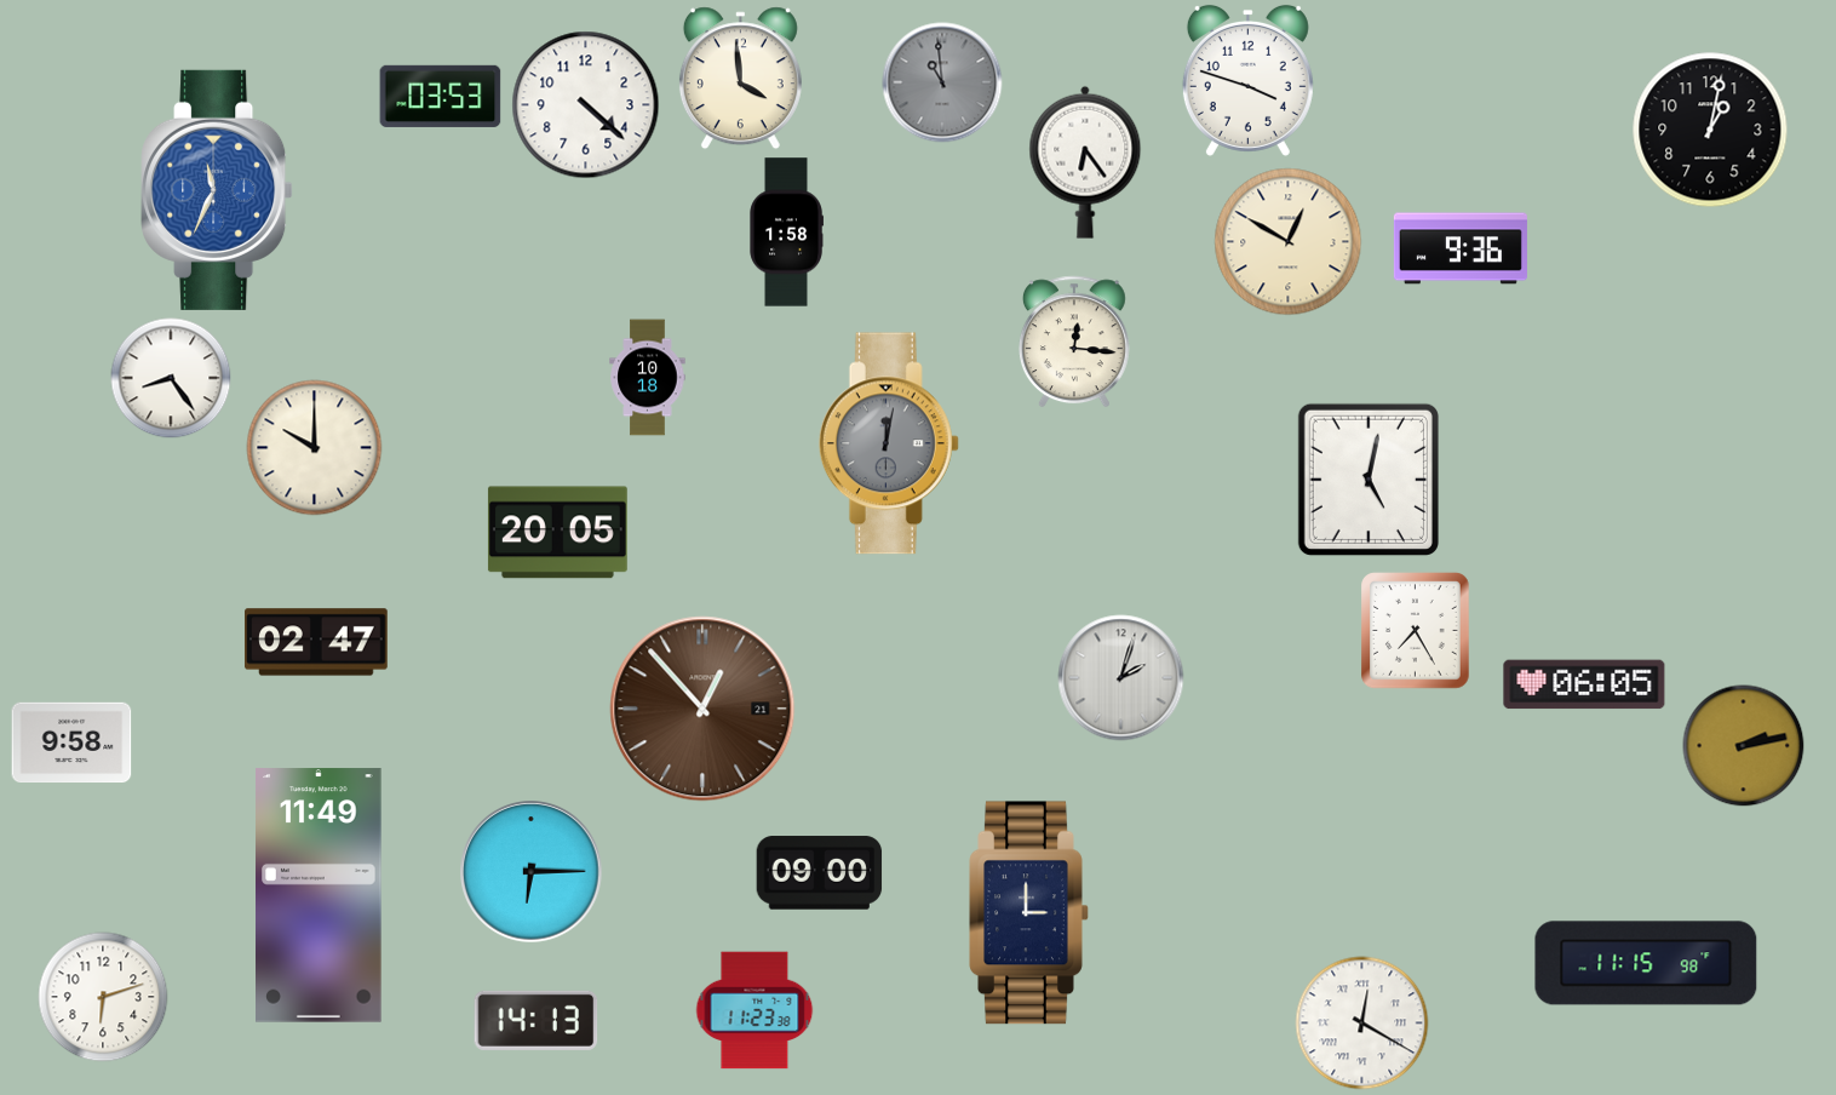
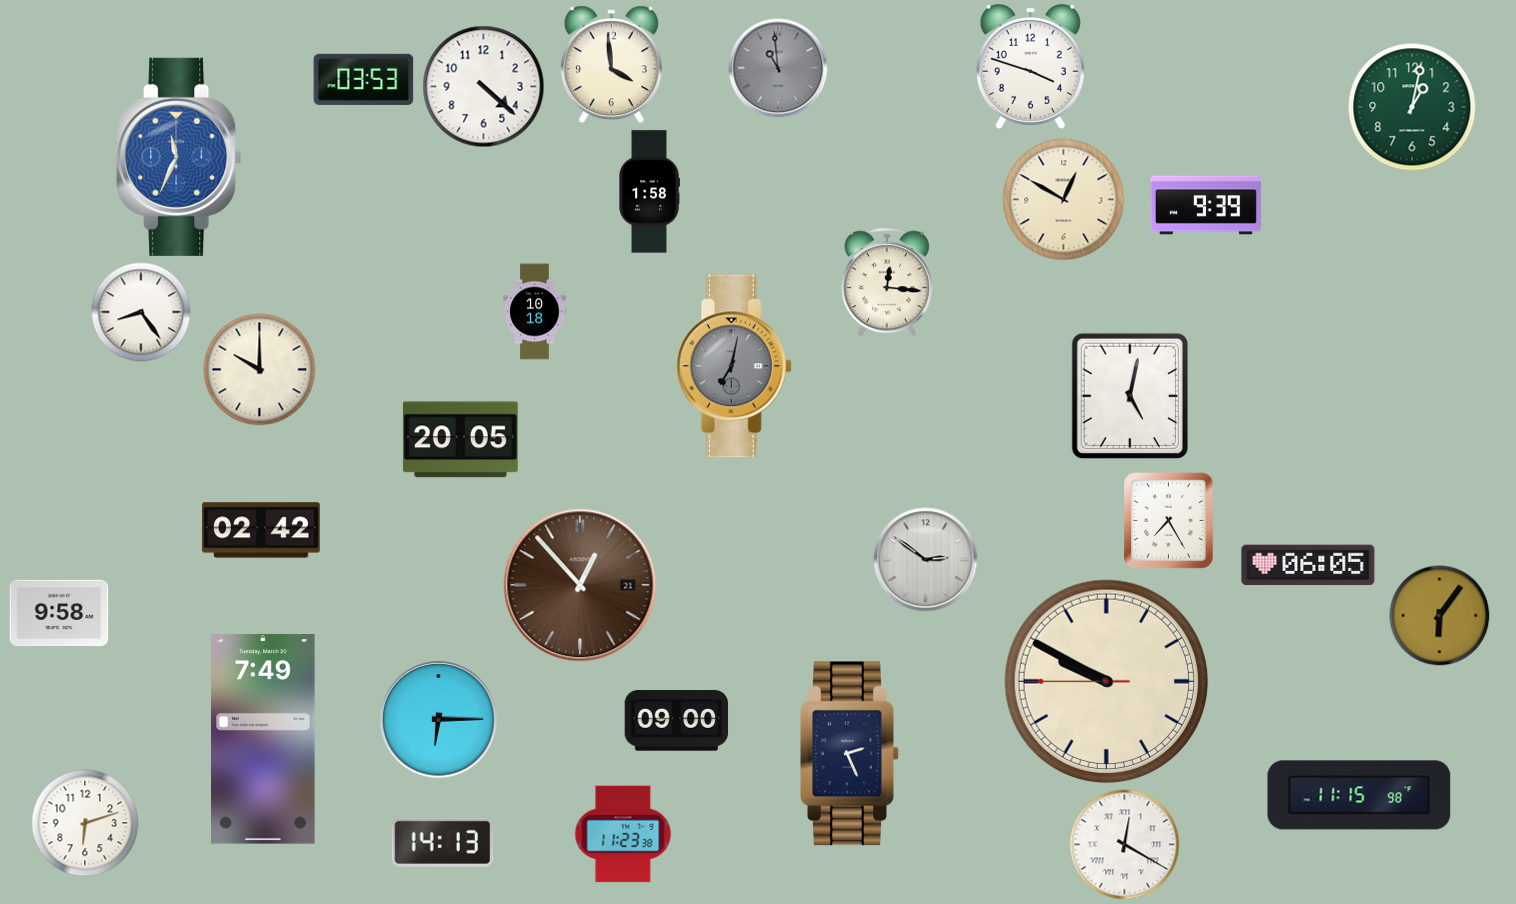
clock at (1710, 130) dial: black -> green
clock at (1085, 162): 6:24 -> none
clock at (1461, 248): 9:36 -> 9:39
clock at (889, 443): 12:02 -> 7:02
clock at (316, 642): 02:47 -> 02:42
clock at (1121, 678): 2:03 -> 2:51
clock at (1744, 746): 2:13 -> 6:06
clock at (1107, 682): none -> 9:49
clock at (319, 895): 11:49 -> 7:49
clock at (1029, 913): 3:00 -> 2:26
